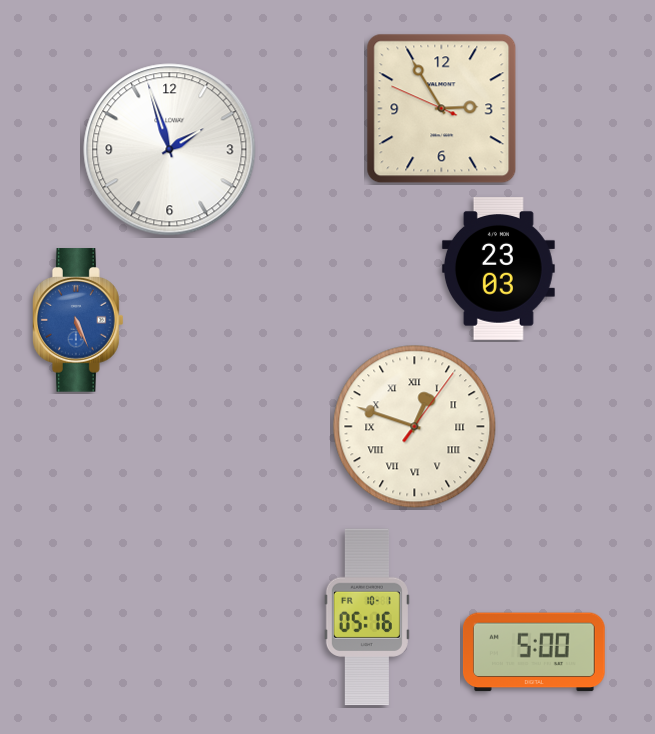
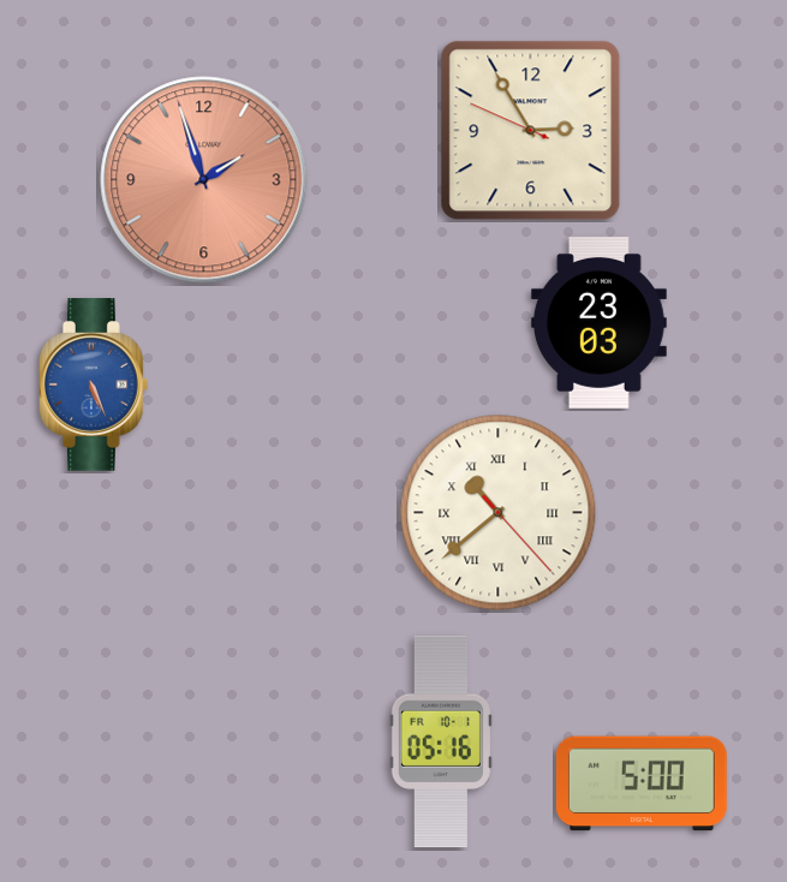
clock at (170, 150) dial: white -> salmon
clock at (415, 427): 12:48 -> 10:38
